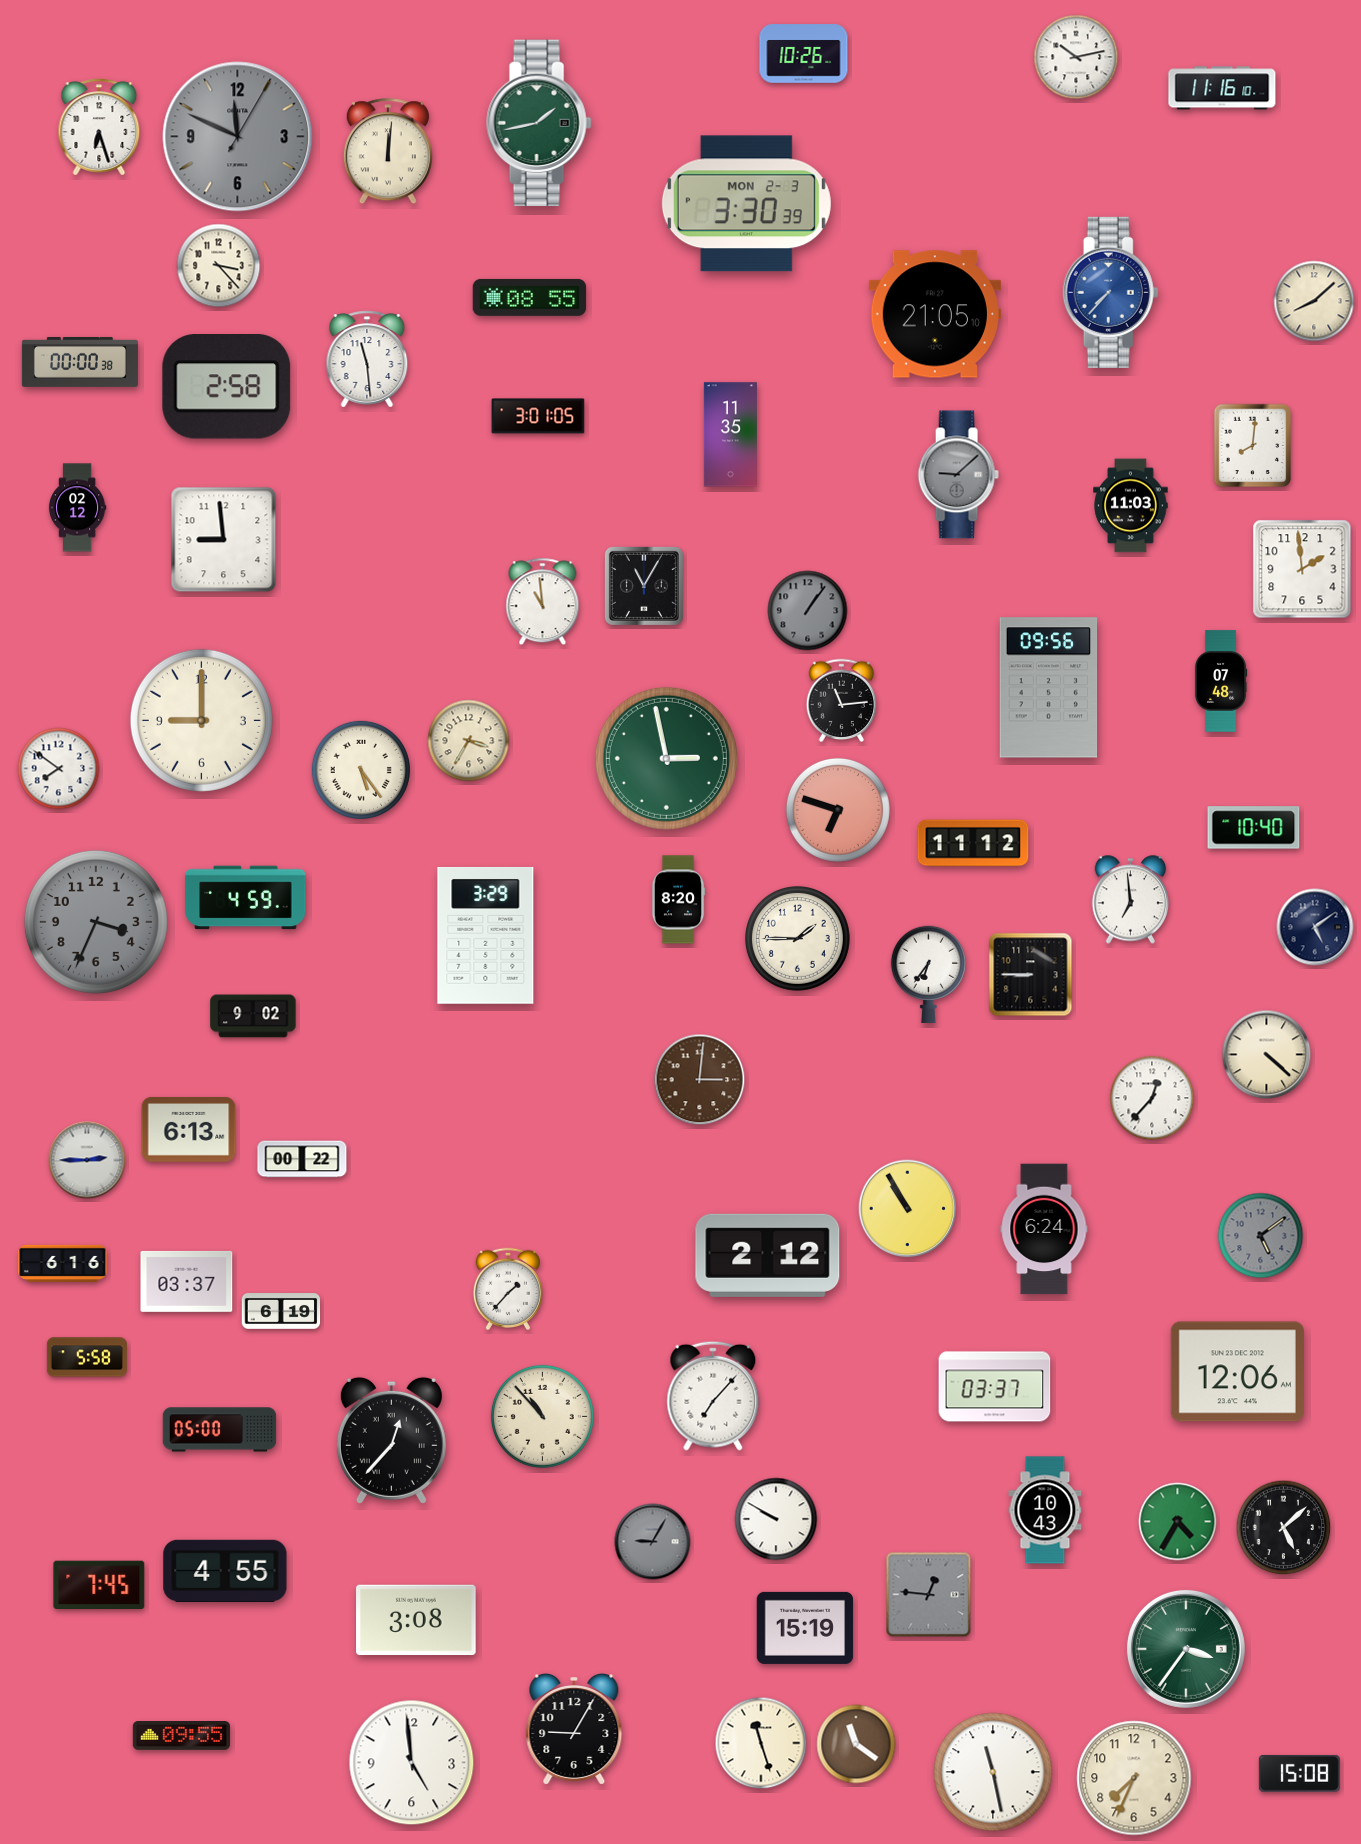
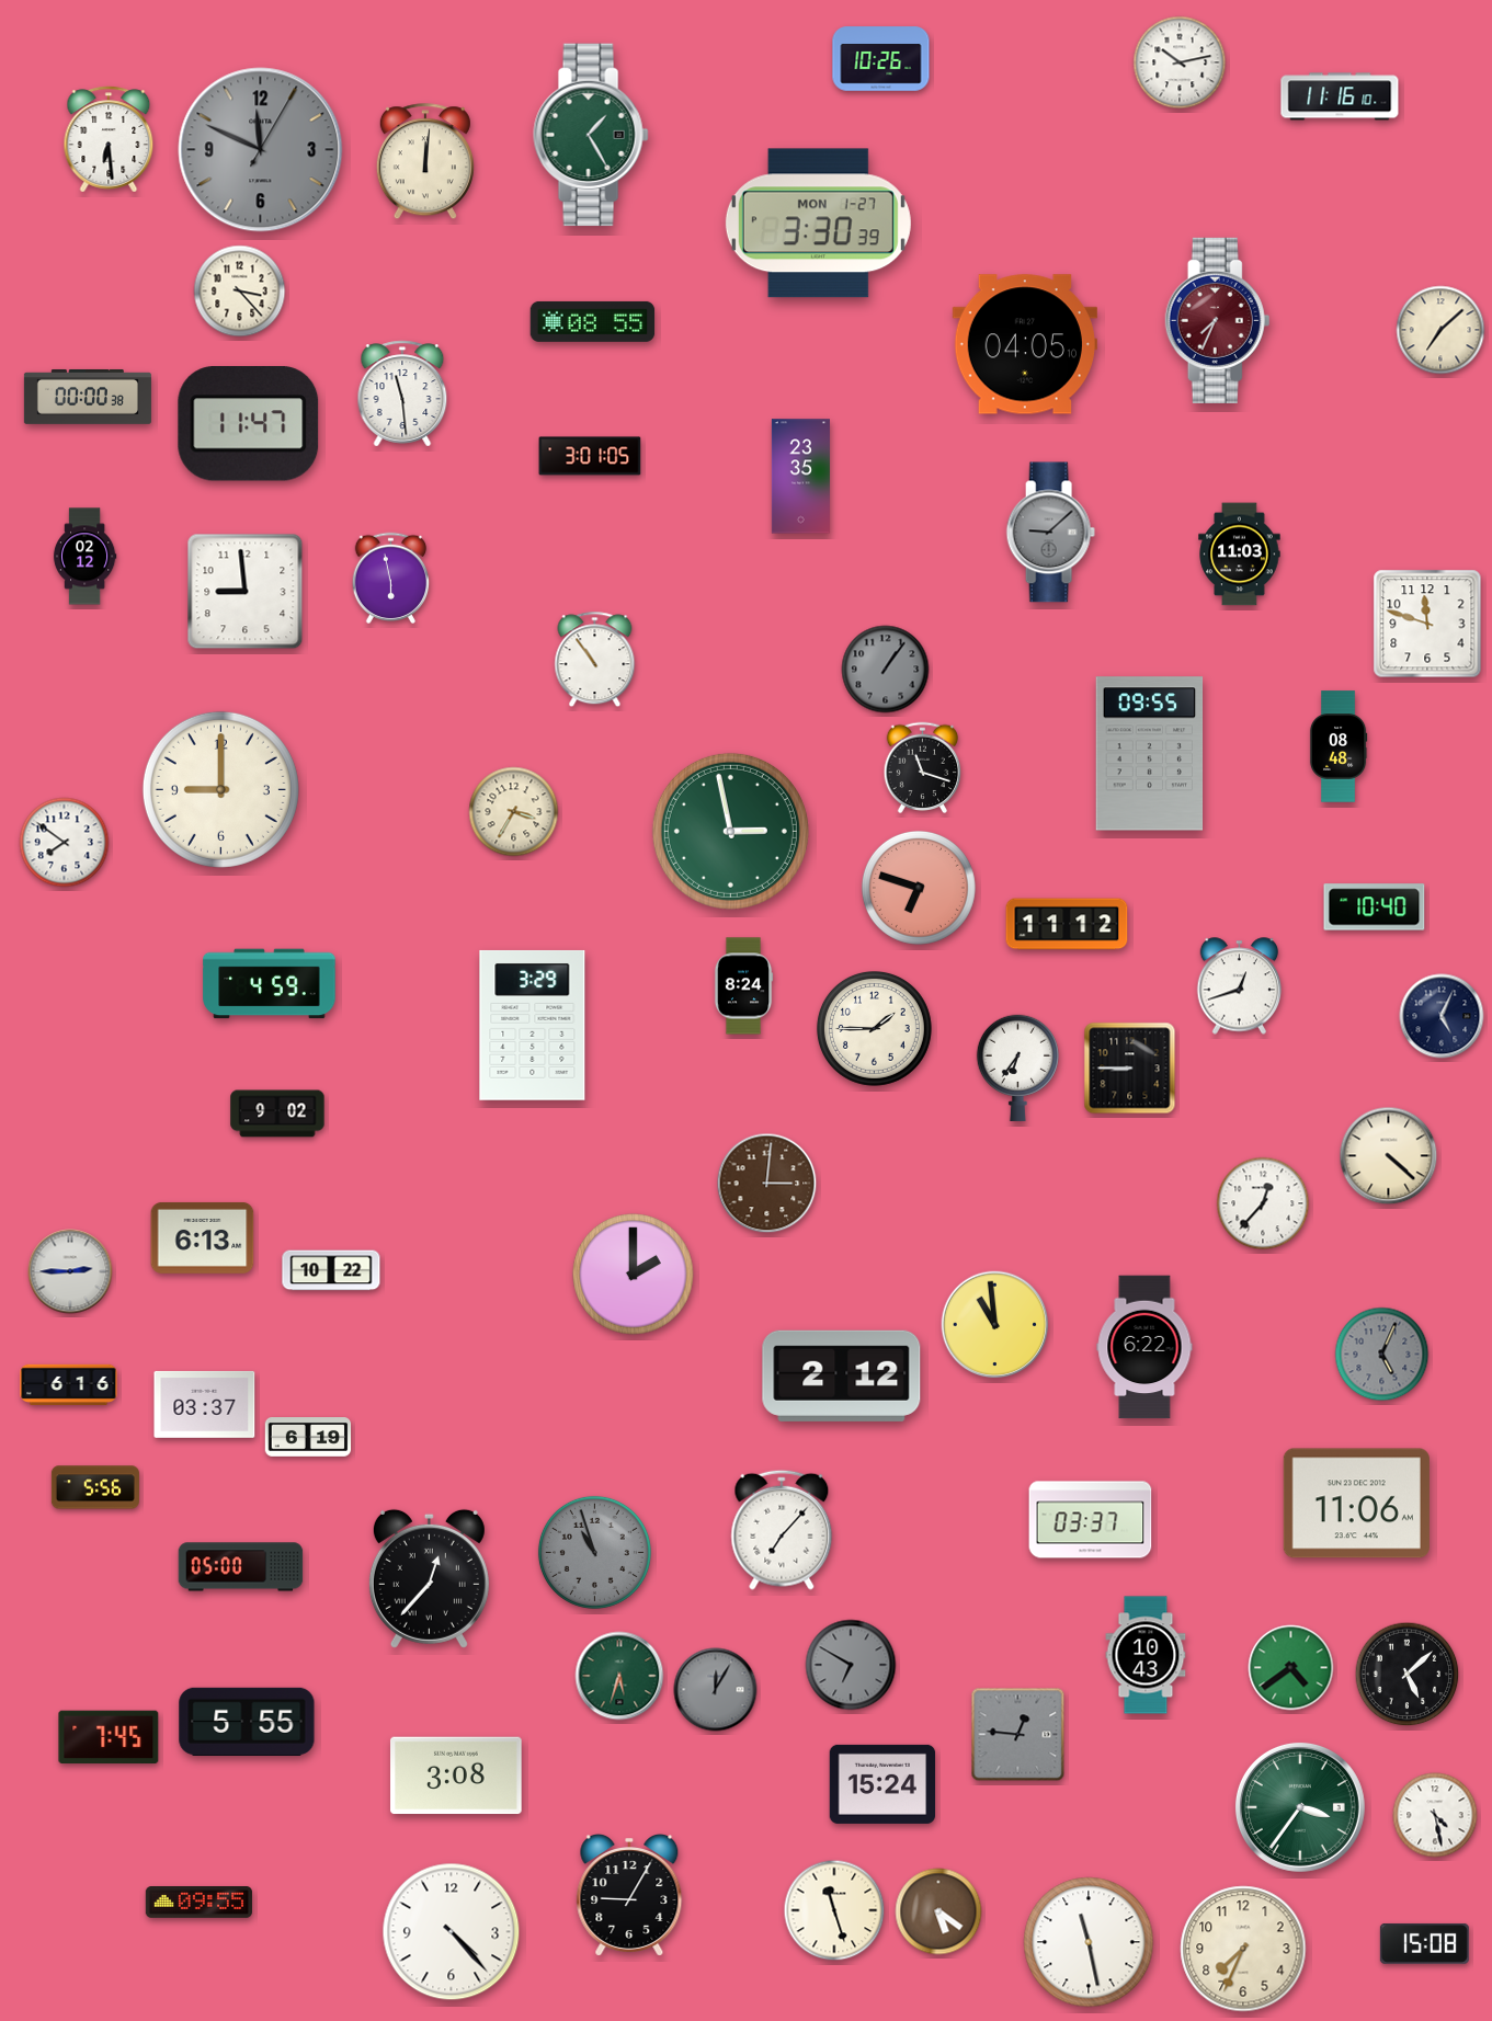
clock at (539, 123): 1:43 -> 1:25
clock at (99, 127): 6:27 -> 6:29
clock at (388, 152) position: (388, 152) -> (425, 162)
clock at (746, 204) date: MON 2-3 -> MON 1-27
clock at (1111, 292): 7:37 -> 7:34
clock at (1111, 292) dial: blue -> burgundy
clock at (530, 297) position: (530, 297) -> (593, 321)
clock at (1314, 301): 8:08 -> 7:08
clock at (935, 314): 21:05 -> 04:05
clock at (227, 387): 2:58 -> 11:47
clock at (730, 435): 11:35 -> 23:35
clock at (1253, 446): 8:01 -> none
clock at (958, 475) position: (958, 475) -> (1050, 533)
clock at (391, 579): none -> 5:58
clock at (1302, 569): 1:59 -> 11:48
clock at (644, 586): 11:05 -> none
clock at (543, 602): 10:59 -> 10:54
clock at (1221, 681): 07:48 -> 08:48
clock at (1049, 688): 09:56 -> 09:55
clock at (842, 701): 11:14 -> 11:18
clock at (361, 770): 5:24 -> none
clock at (678, 900): 8:20 -> 8:24
clock at (1131, 900): 6:59 -> 12:42
clock at (96, 922): 3:34 -> none
clock at (1315, 927): 5:09 -> 5:04
clock at (189, 1130) position: (189, 1130) -> (203, 1238)
clock at (302, 1159): 00:22 -> 10:22
clock at (87, 1160) position: (87, 1160) -> (70, 1271)
clock at (634, 1275): none -> 2:00
clock at (908, 1209): 10:55 -> 10:59
clock at (1044, 1229): 6:24 -> 6:22
clock at (1261, 1236): 5:09 -> 5:04
clock at (507, 1289): 1:37 -> none
clock at (87, 1357): 5:58 -> 5:56
clock at (1237, 1372): 12:06 -> 11:06
clock at (542, 1416): 10:53 -> 10:57
clock at (542, 1416) dial: cream -> grey
clock at (776, 1519): 9:50 -> 6:50
clock at (776, 1519) dial: white -> grey
clock at (1178, 1522): 4:35 -> 4:39
clock at (619, 1676): none -> 5:33
clock at (653, 1542): 9:05 -> 12:05
clock at (225, 1570): 4:55 -> 5:55
clock at (929, 1595) position: (929, 1595) -> (1018, 1735)
clock at (805, 1628): 15:19 -> 15:24
clock at (1435, 1815): none -> 4:28
clock at (856, 1744): 11:21 -> 5:21
clock at (412, 1763): 4:59 -> 4:23
